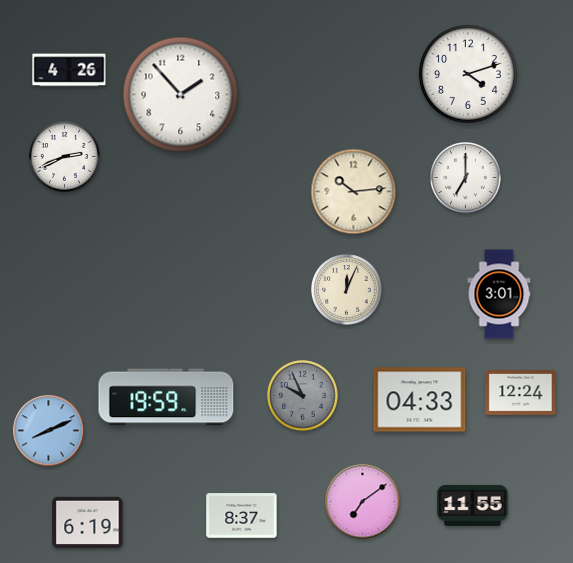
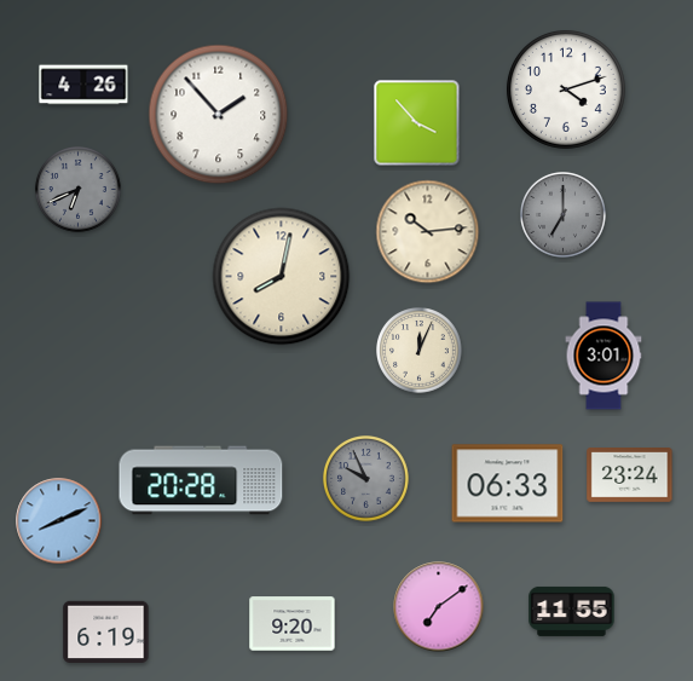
clock at (417, 123): none -> 3:53
clock at (65, 157): 2:41 -> 6:41
clock at (65, 157) dial: white -> grey
clock at (466, 178) dial: white -> grey
clock at (282, 277): none -> 8:02
clock at (521, 393): 12:24 -> 23:24
clock at (166, 397): 19:59 -> 20:28
clock at (420, 400): 04:33 -> 06:33
clock at (242, 516): 8:37 -> 9:20
